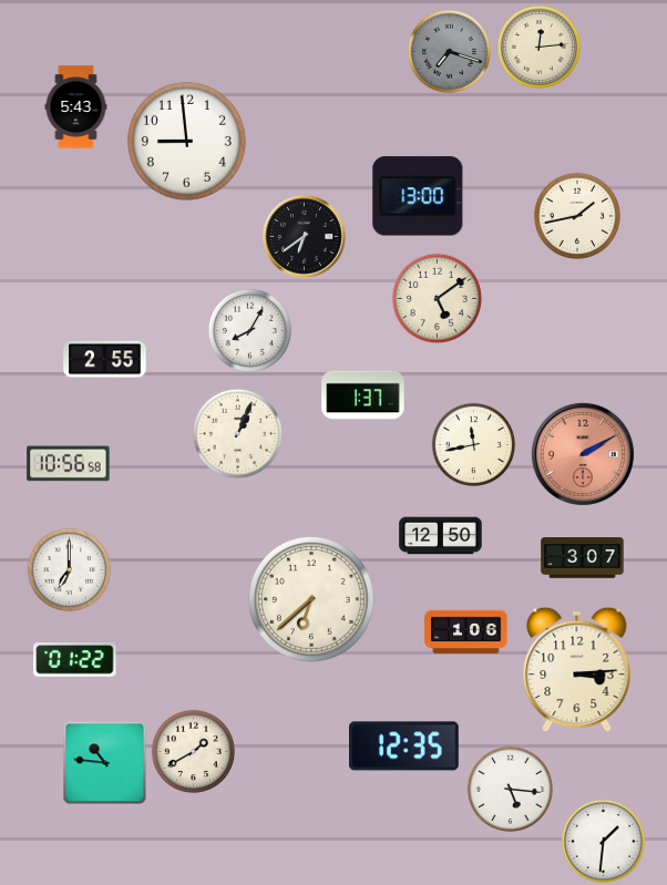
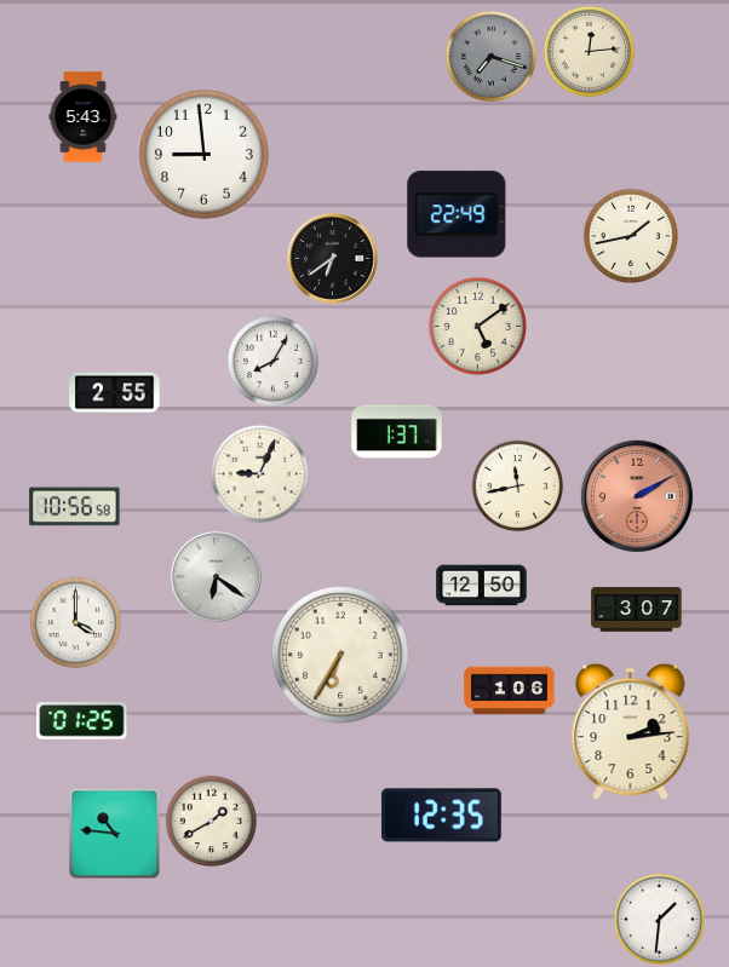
clock at (418, 196): 13:00 -> 22:49
clock at (237, 433): 1:04 -> 9:04
clock at (216, 576): none -> 6:21
clock at (70, 570): 7:00 -> 4:00
clock at (312, 600): 6:38 -> 6:35
clock at (75, 660): 01:22 -> 01:25
clock at (577, 670): 3:14 -> 2:14
clock at (510, 789): 5:16 -> none
